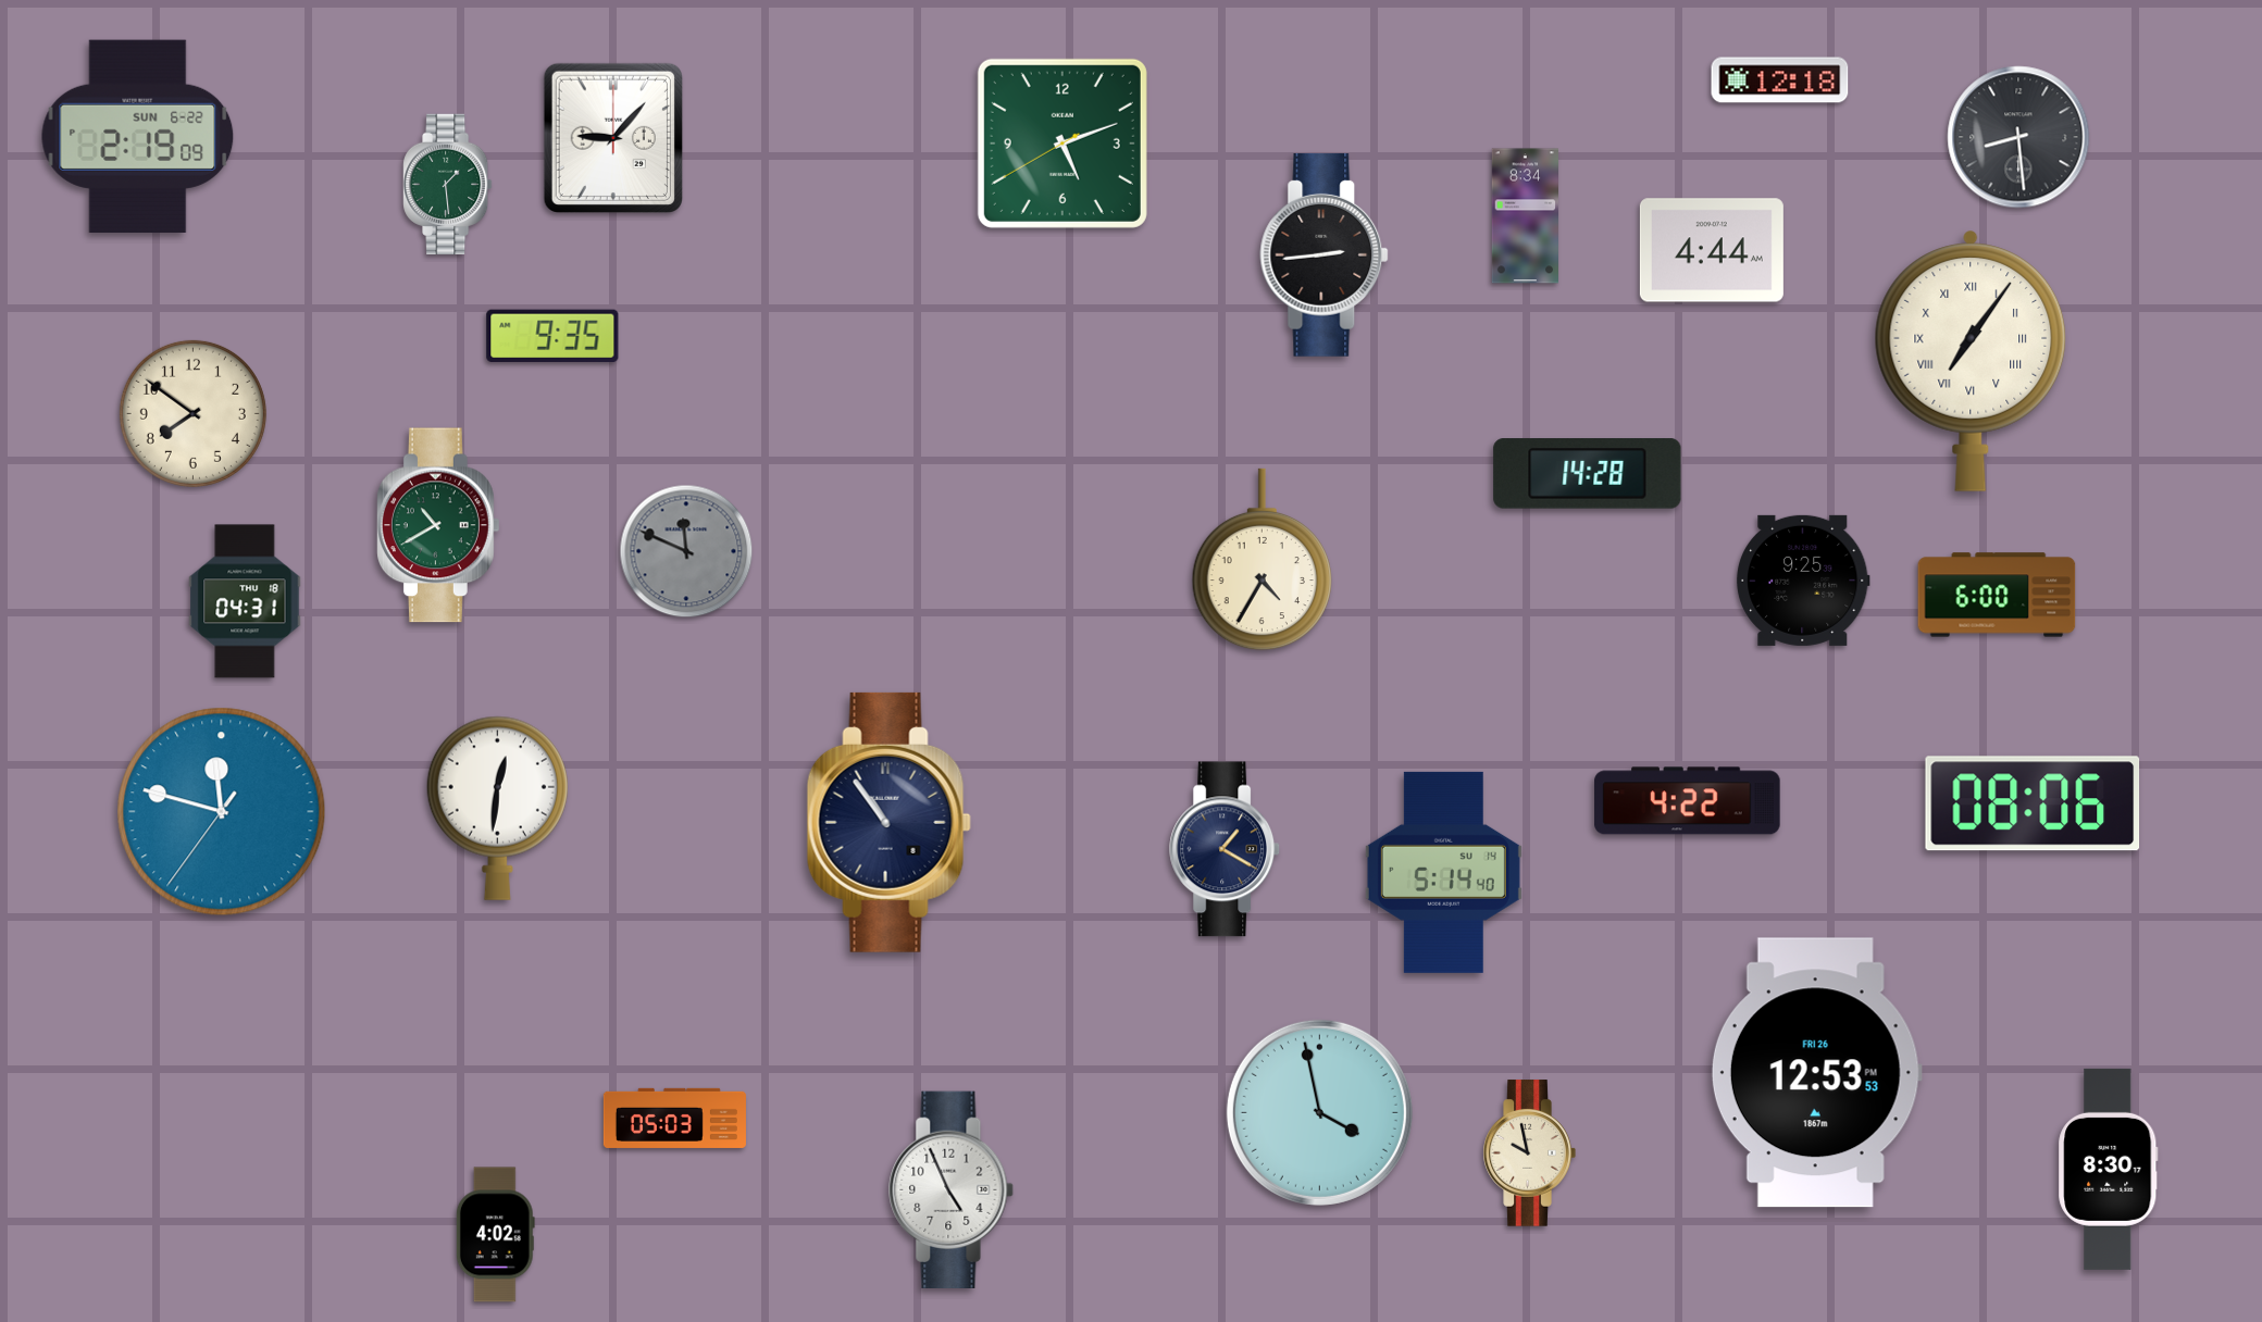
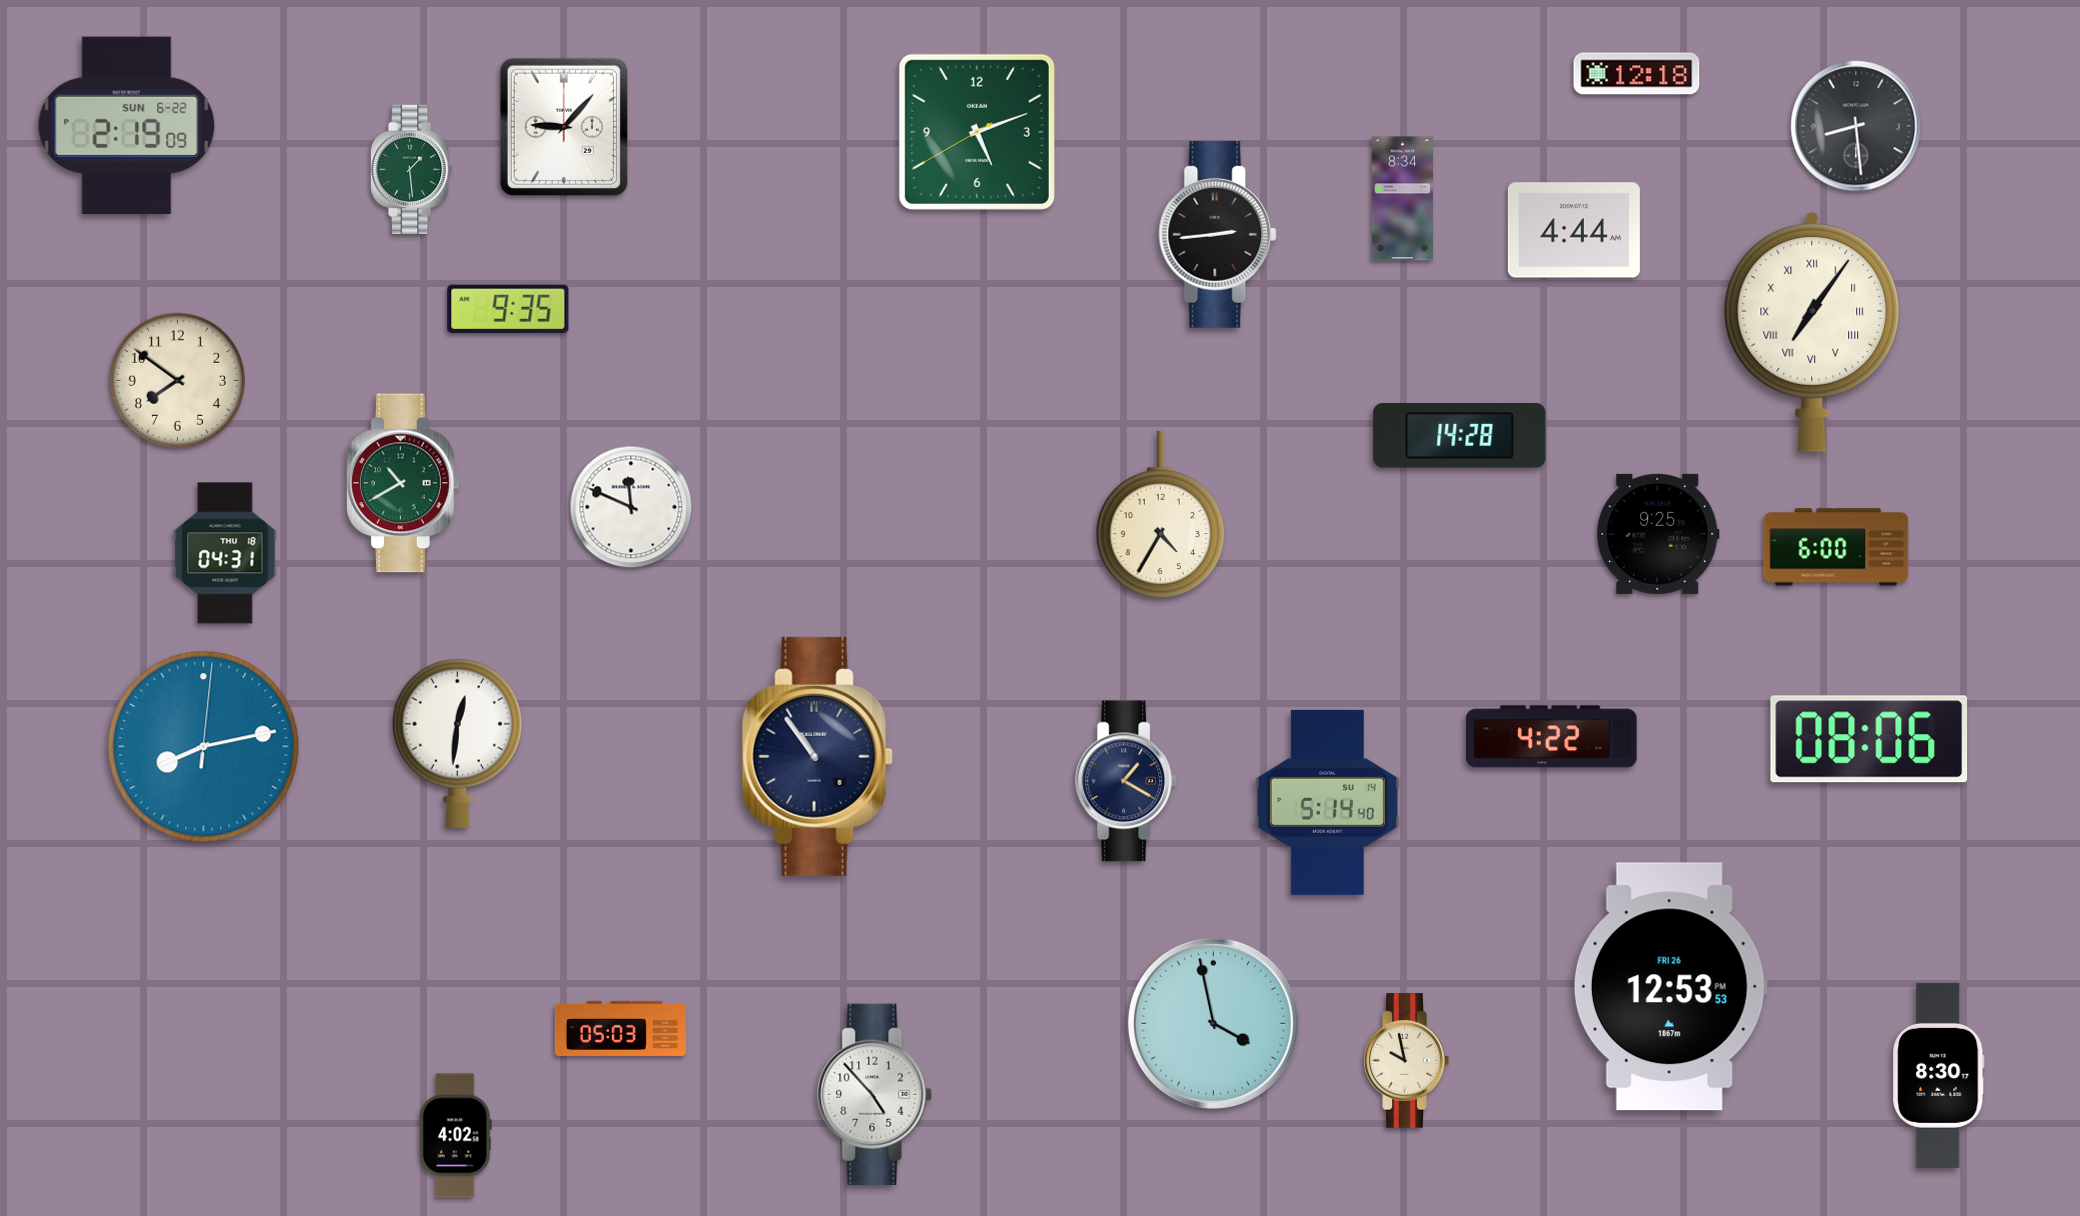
clock at (686, 551) dial: grey -> white
clock at (222, 812): 11:47 -> 8:13
clock at (952, 1189): 4:56 -> 4:53
